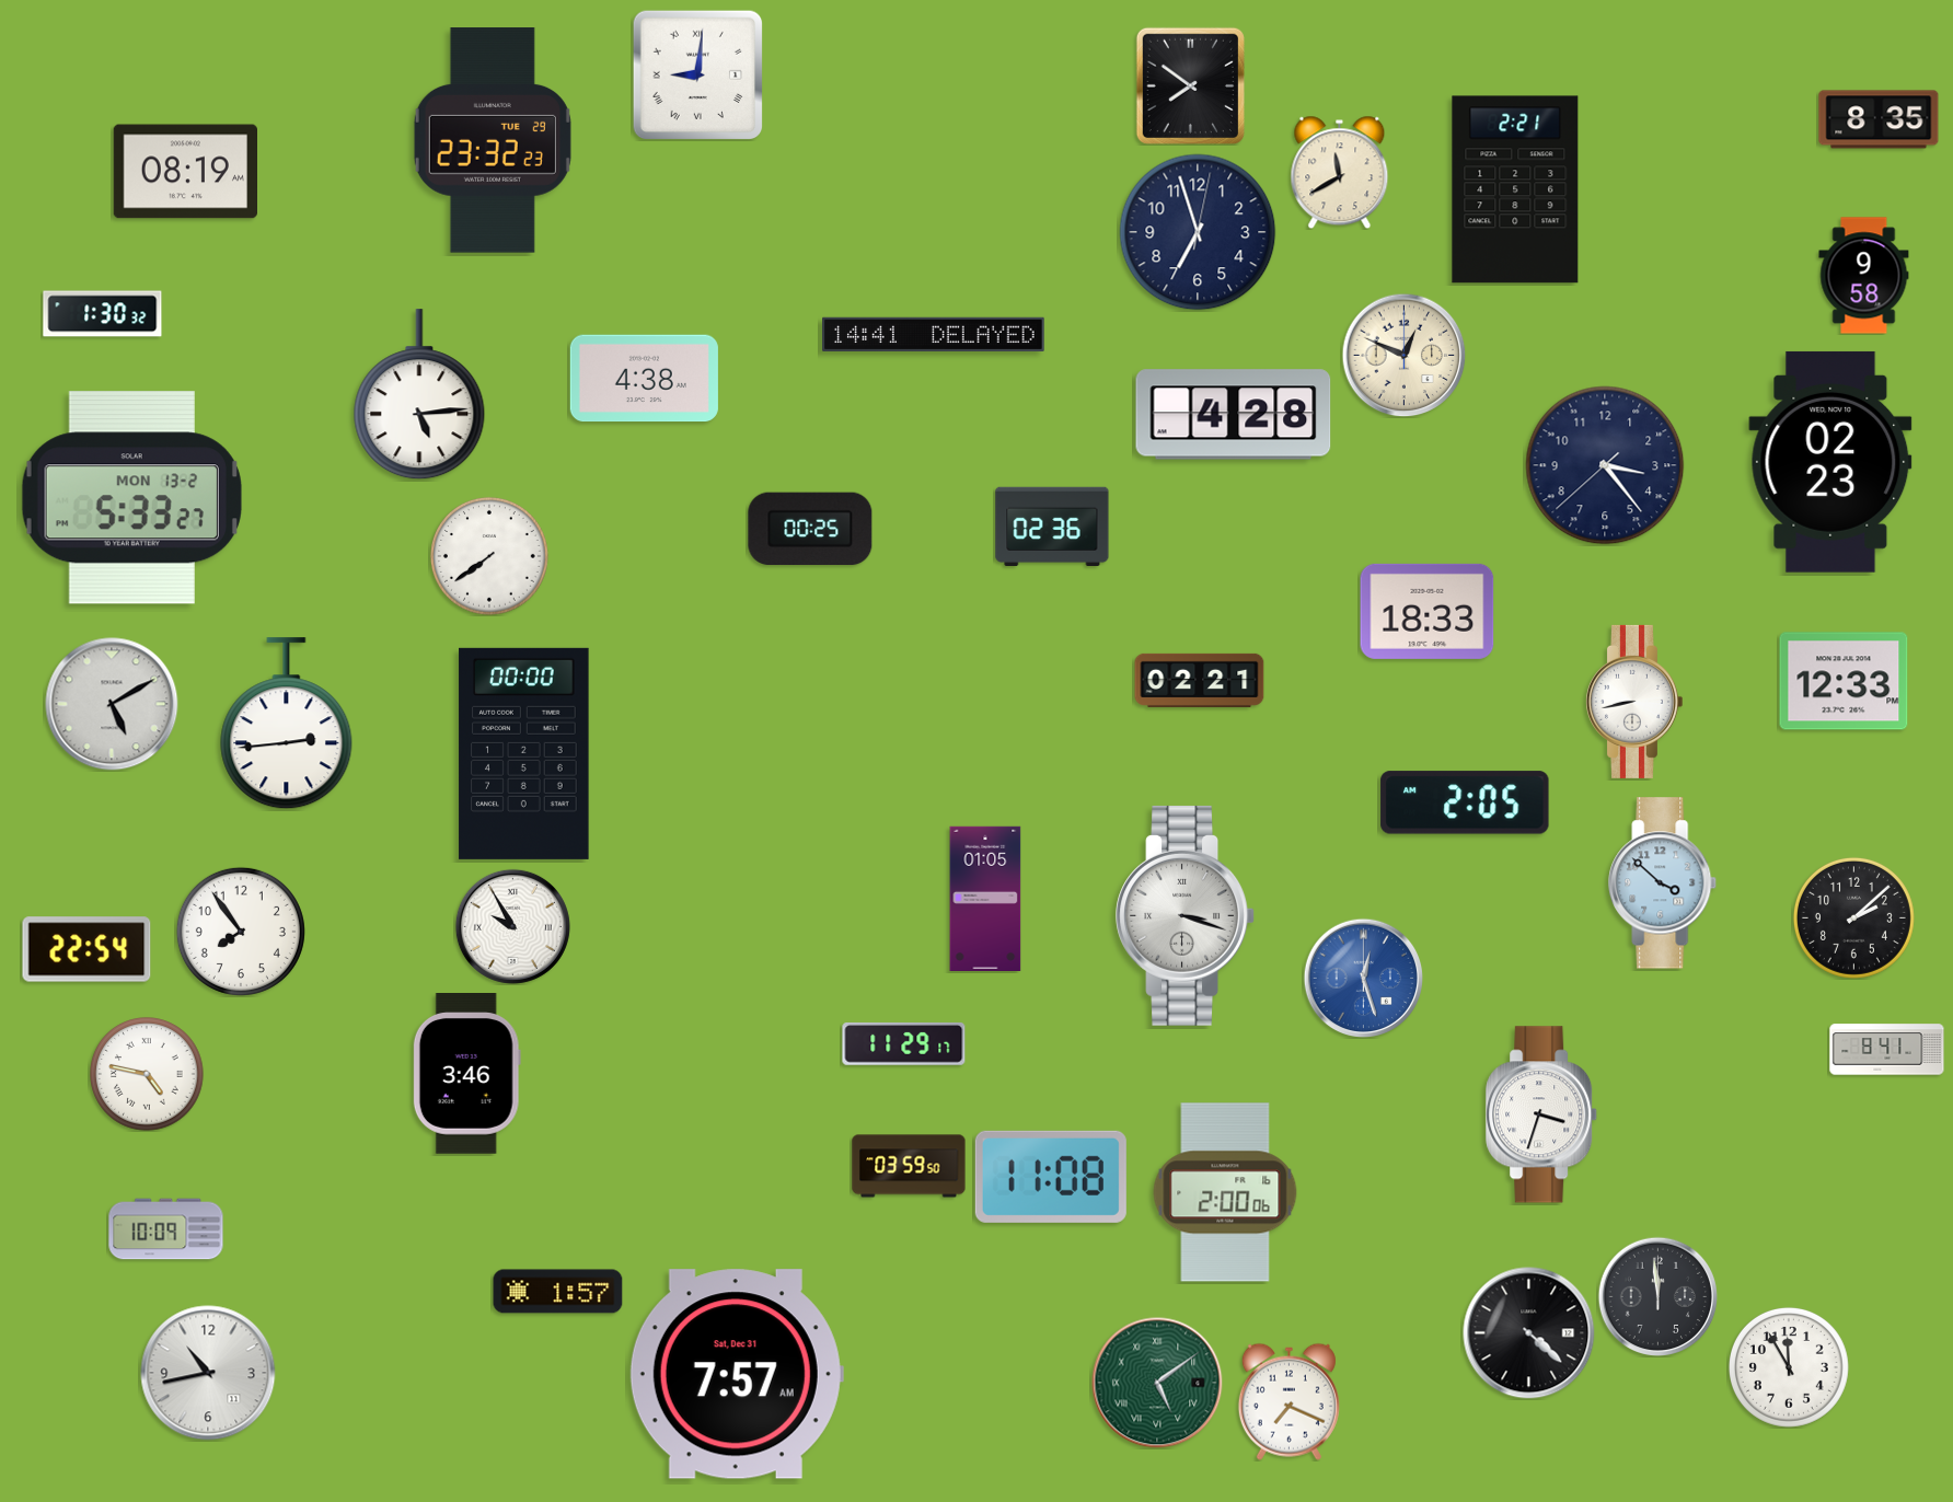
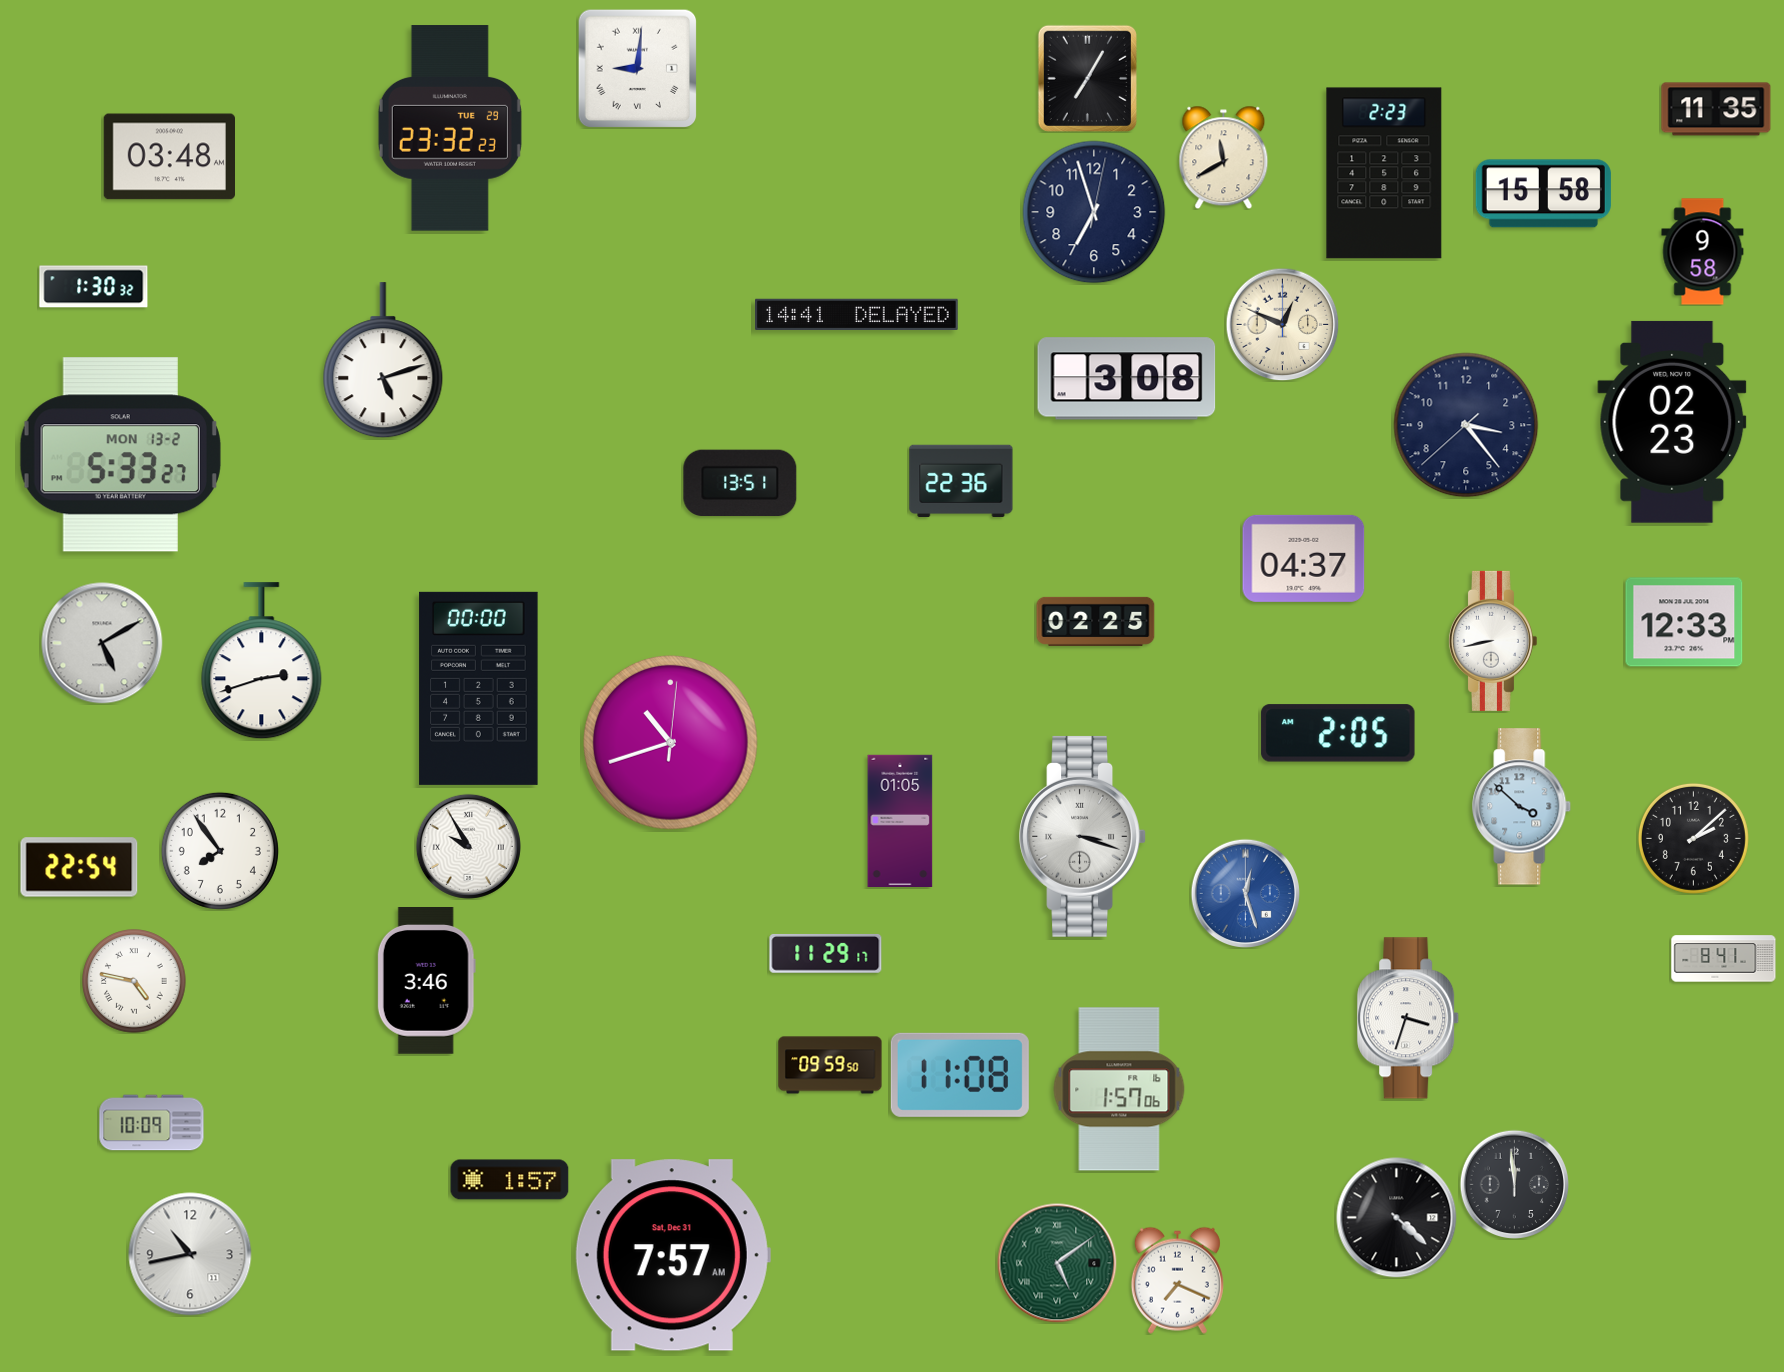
clock at (1190, 85): 7:51 -> 7:05
clock at (1879, 119): 8:35 -> 11:35
clock at (185, 172): 08:19 -> 03:48
clock at (1515, 189): 2:21 -> 2:23
clock at (1543, 194): none -> 15:58
clock at (934, 335) position: (934, 335) -> (857, 315)
clock at (644, 379): 4:38 -> none
clock at (419, 395): 5:14 -> 5:12
clock at (1234, 415): 4:28 -> 3:08
clock at (1052, 525): 02:36 -> 22:36
clock at (810, 529): 00:25 -> 13:51
clock at (489, 556): 7:39 -> none
clock at (1428, 611): 18:33 -> 04:37
clock at (1200, 680): 02:21 -> 02:25
clock at (287, 724): 2:44 -> 2:42
clock at (671, 743): none -> 10:42
clock at (1663, 883) position: (1663, 883) -> (1522, 807)
clock at (909, 1166): 03:59 -> 09:59
clock at (1225, 1192): 2:00 -> 1:57
clock at (1789, 1367): 11:55 -> none
